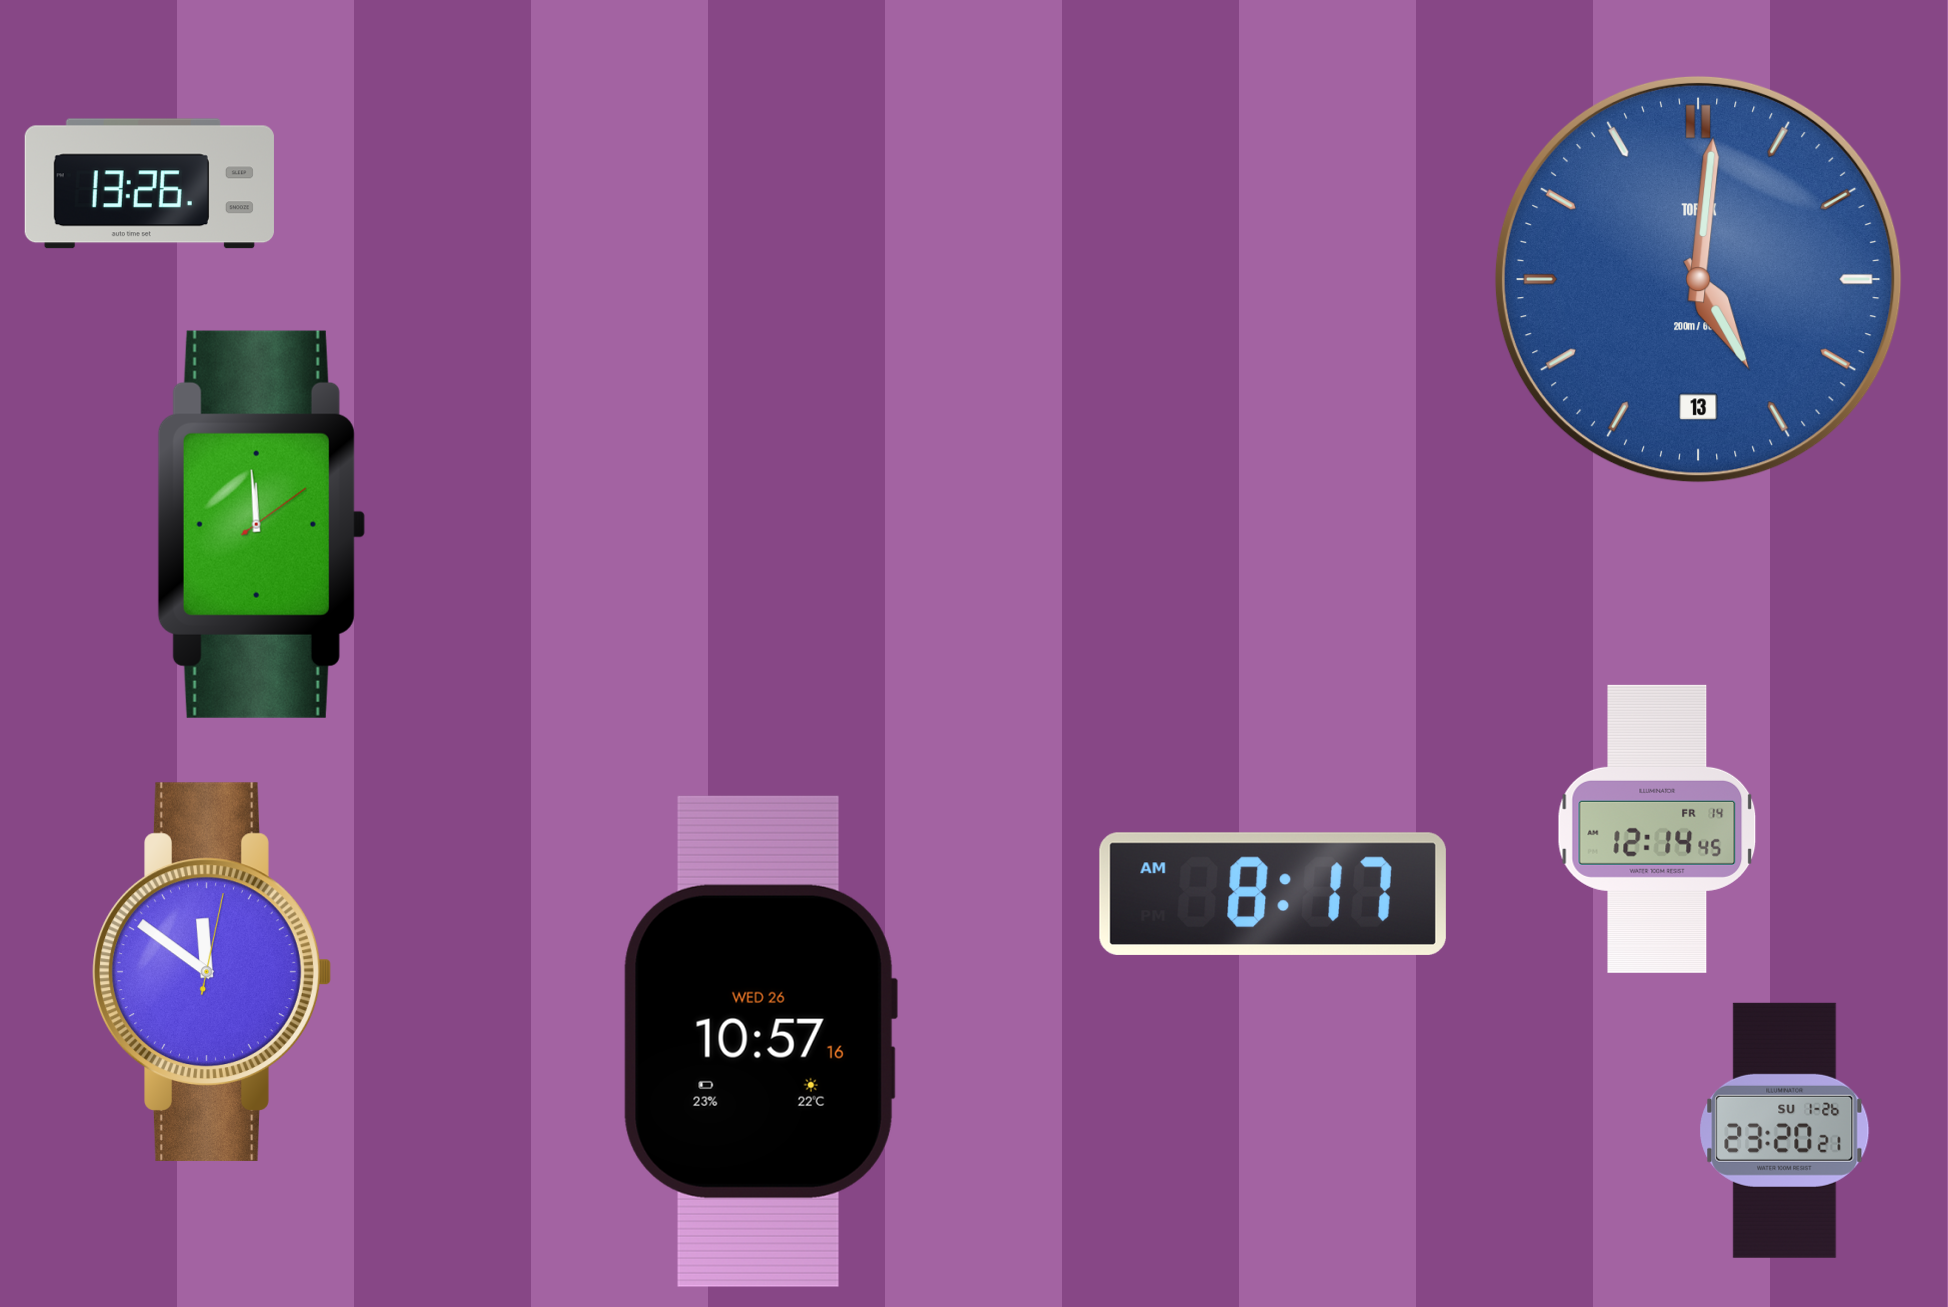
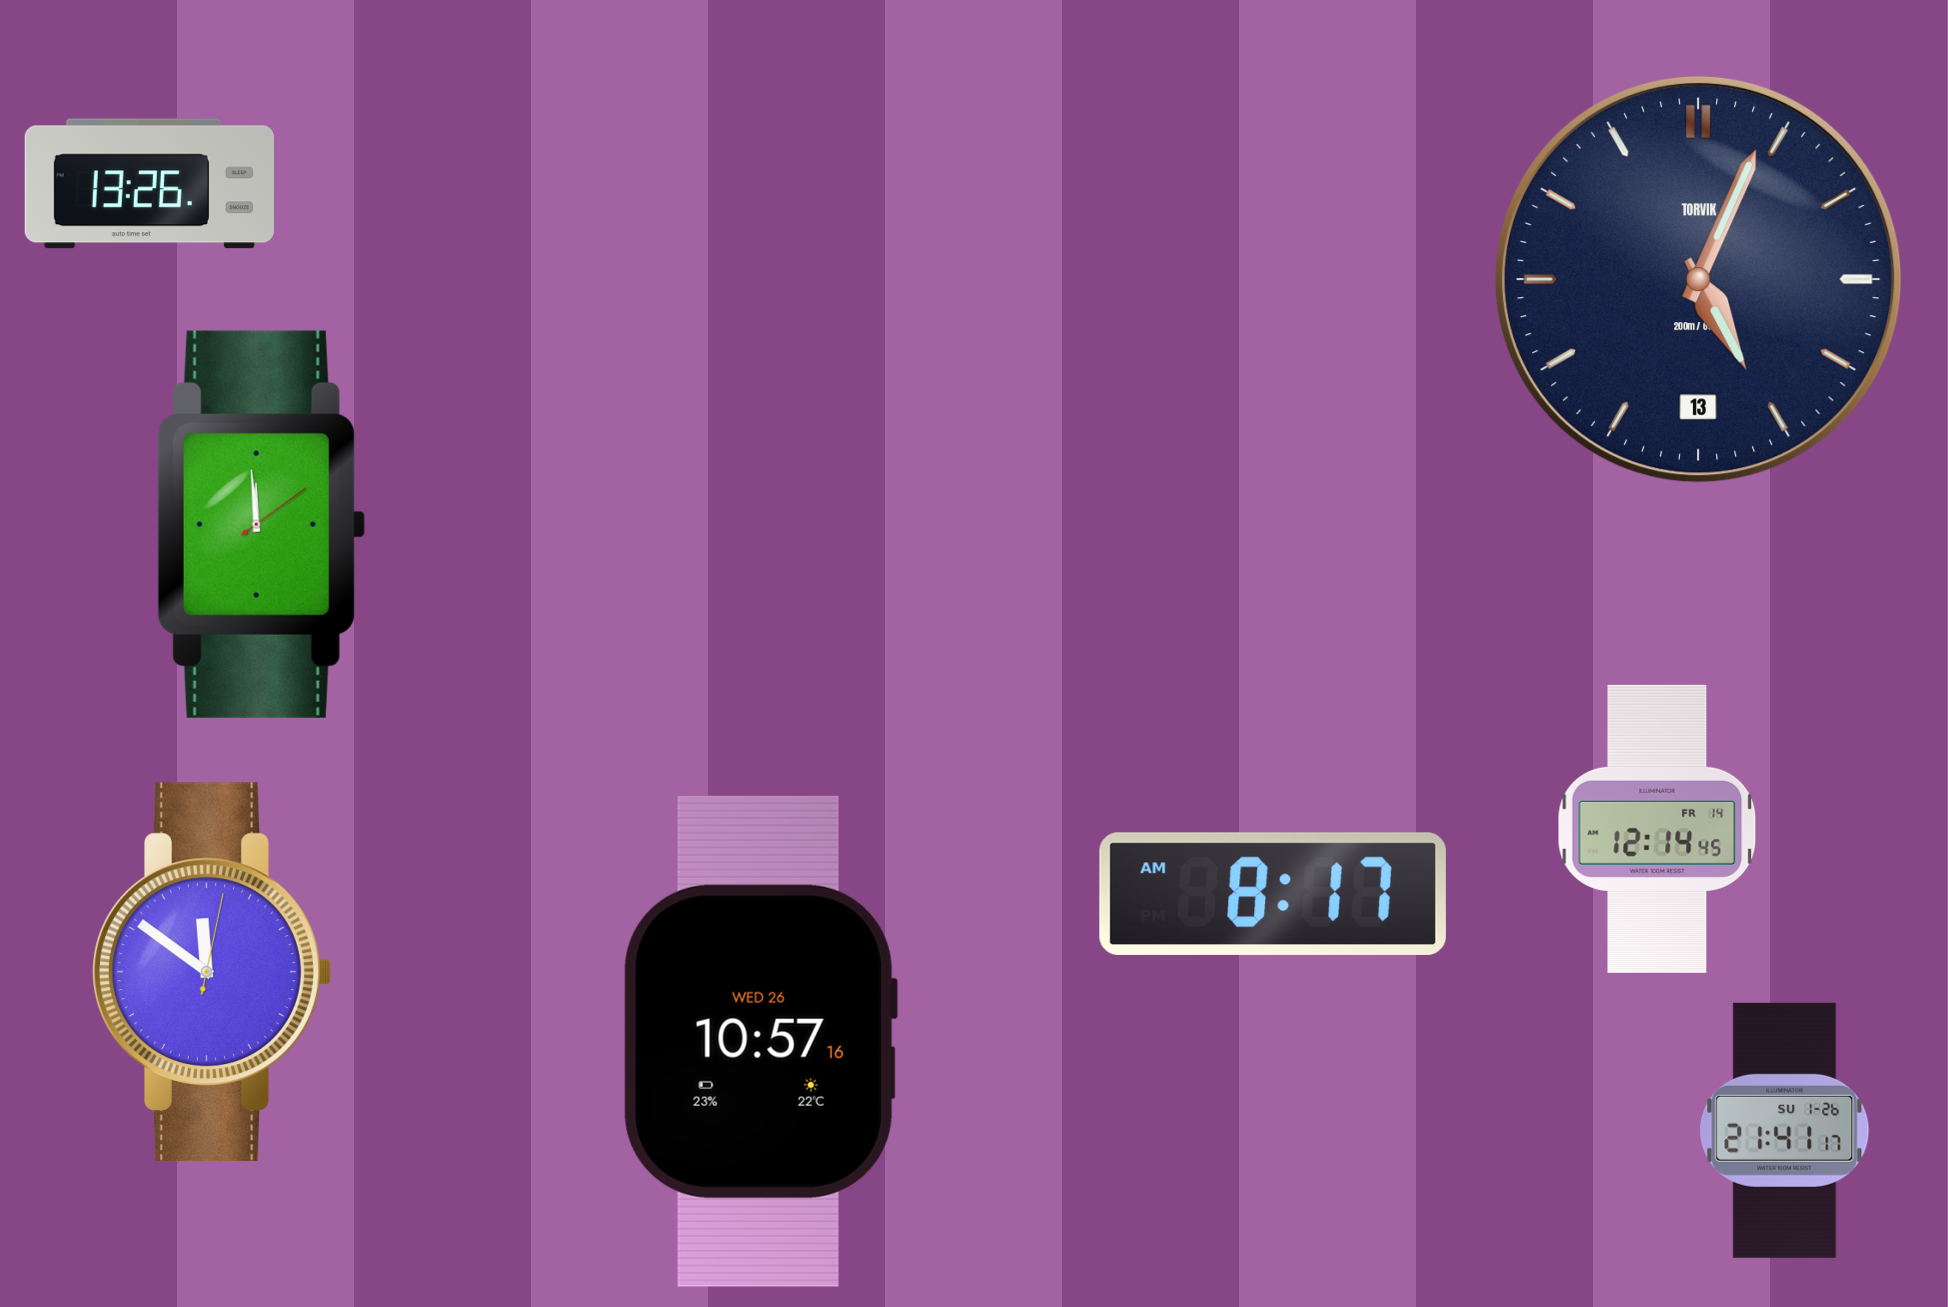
clock at (1698, 279): 5:01 -> 5:04
clock at (1698, 279) dial: blue -> navy
clock at (1785, 1130): 23:20 -> 21:41
